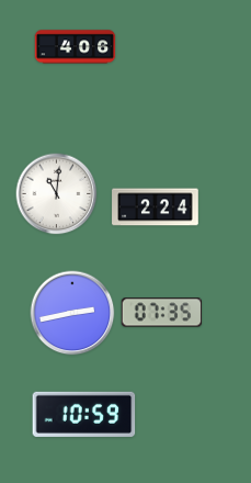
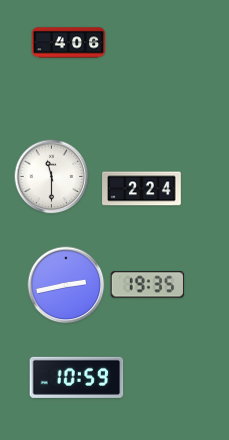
clock at (57, 194): 11:01 -> 11:30
clock at (162, 313): 07:35 -> 19:35
